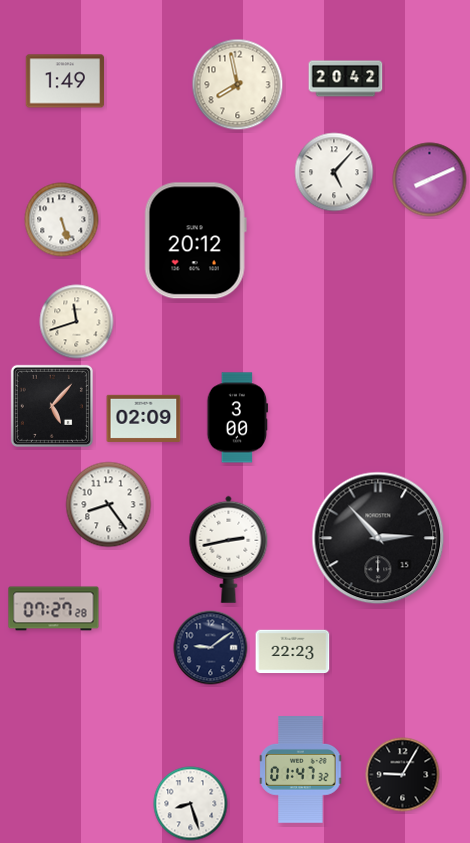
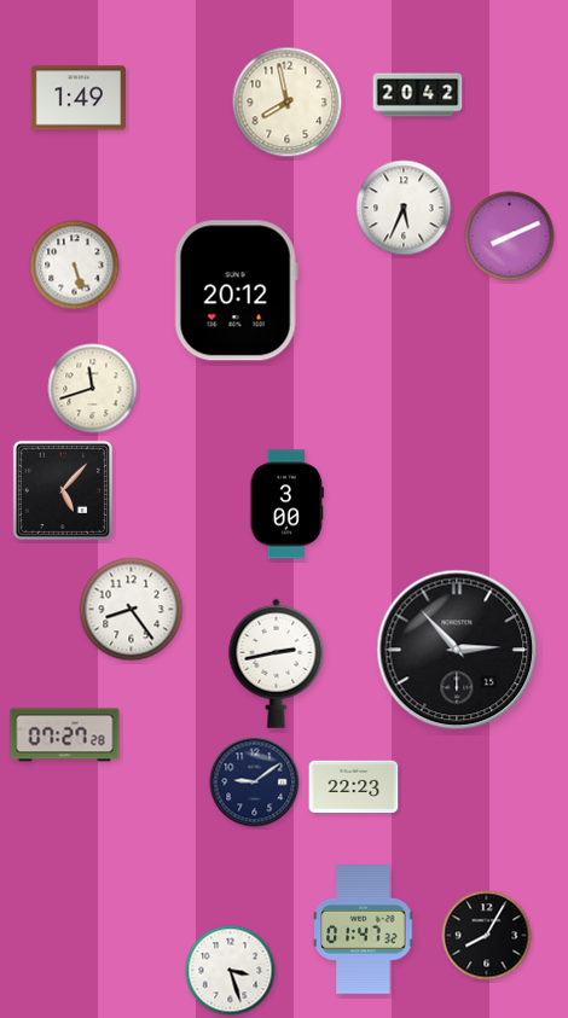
clock at (334, 172): 5:07 -> 5:34
clock at (430, 180) position: (430, 180) -> (510, 237)
clock at (144, 418): 02:09 -> none
clock at (403, 775): 9:05 -> 8:05
clock at (191, 804): 8:27 -> 3:27
